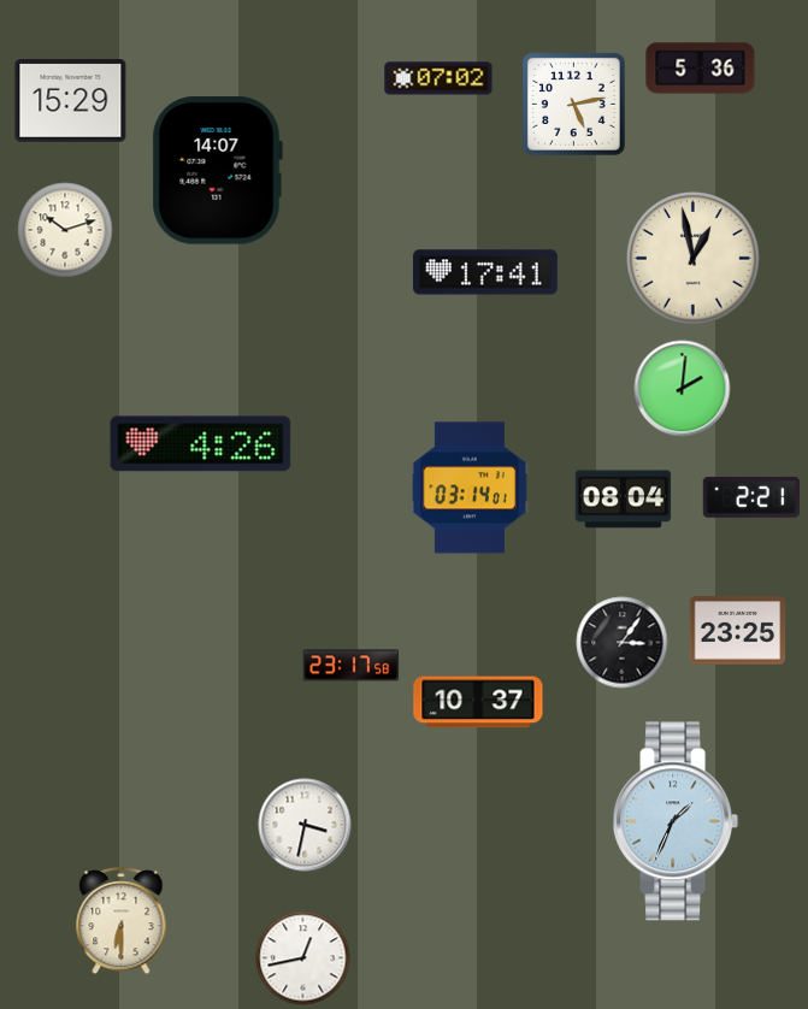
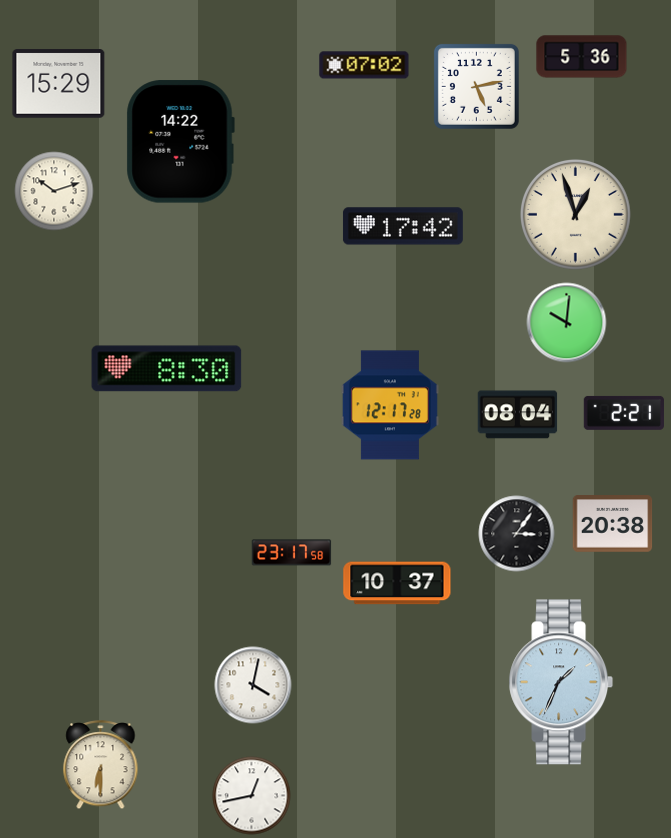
clock at (217, 171): 14:07 -> 14:22
clock at (692, 258): 12:58 -> 12:57
clock at (485, 272): 17:41 -> 17:42
clock at (683, 389): 2:01 -> 10:01
clock at (201, 444): 4:26 -> 8:30
clock at (470, 488): 03:14 -> 12:17
clock at (738, 631): 23:25 -> 20:38
clock at (305, 825): 3:32 -> 4:02
